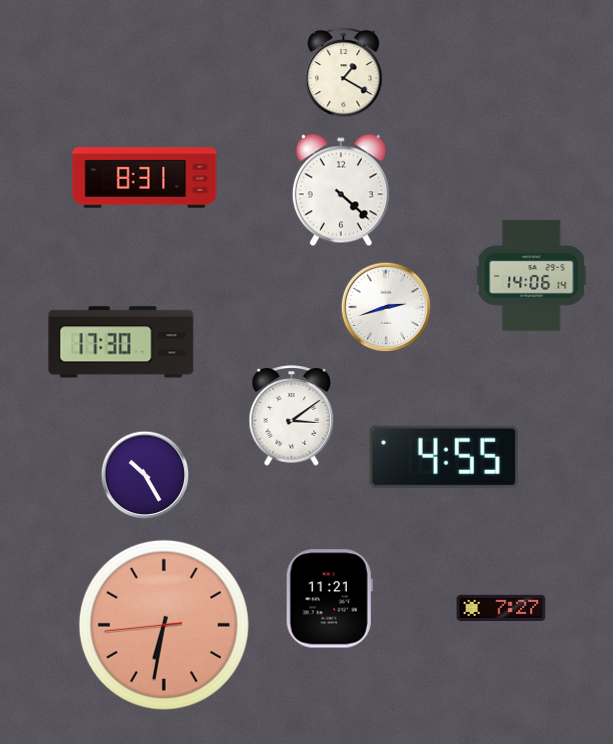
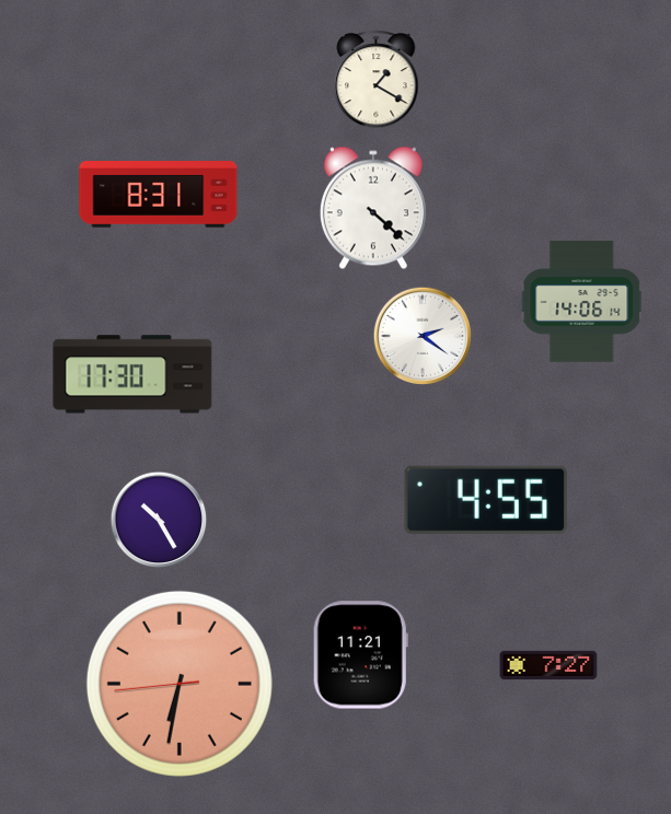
clock at (386, 307): 2:42 -> 2:21
clock at (292, 416): 3:09 -> none
